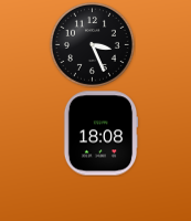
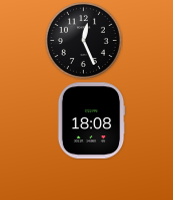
clock at (92, 44): 3:26 -> 12:26
